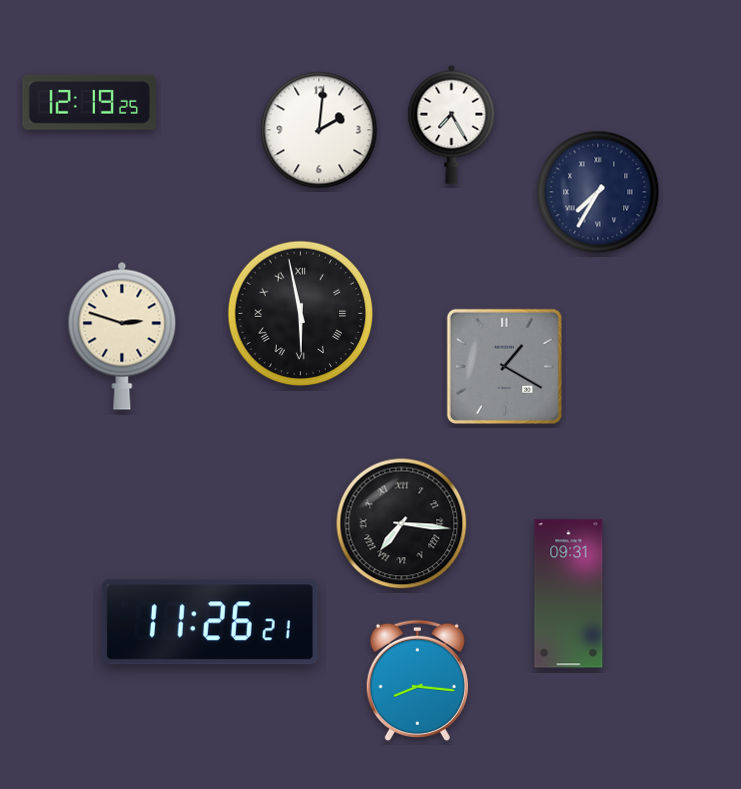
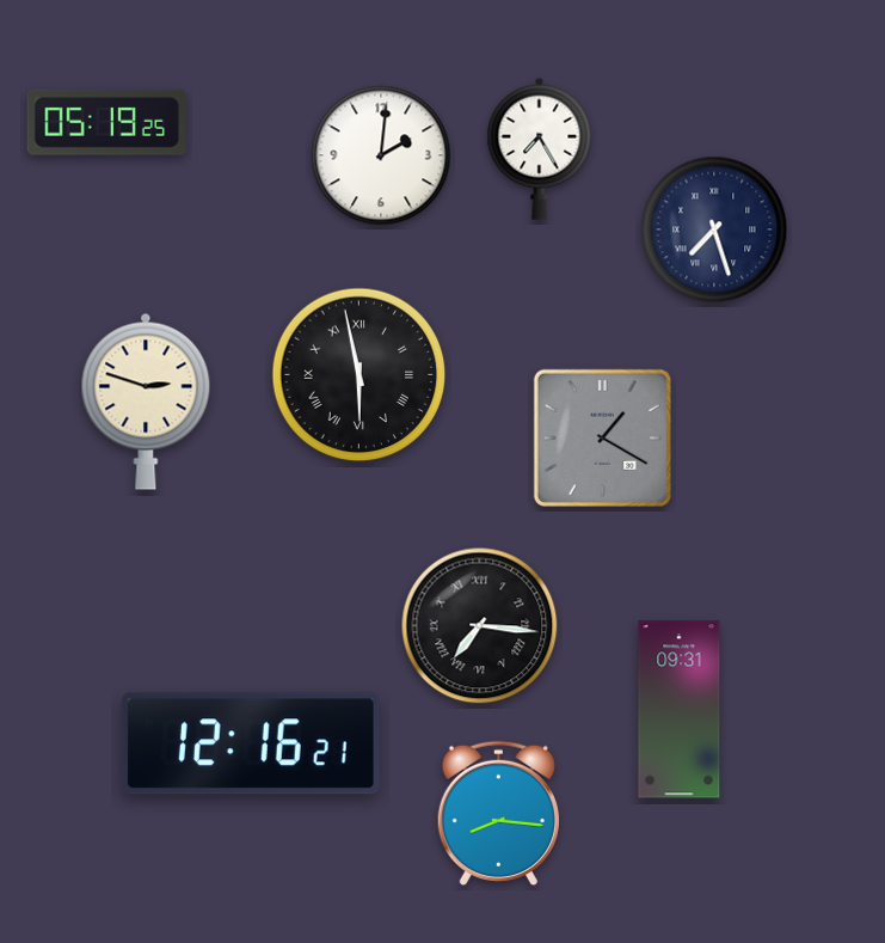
clock at (89, 102): 12:19 -> 05:19
clock at (598, 192): 7:35 -> 7:27
clock at (210, 622): 11:26 -> 12:16
